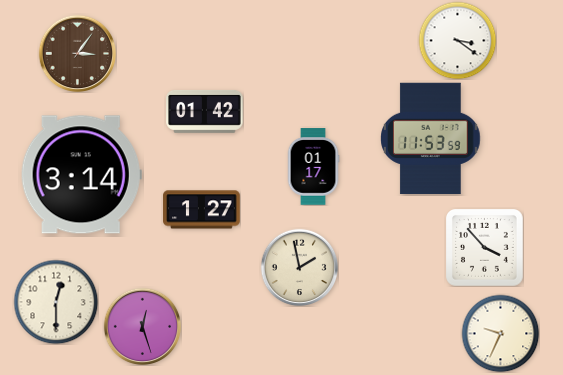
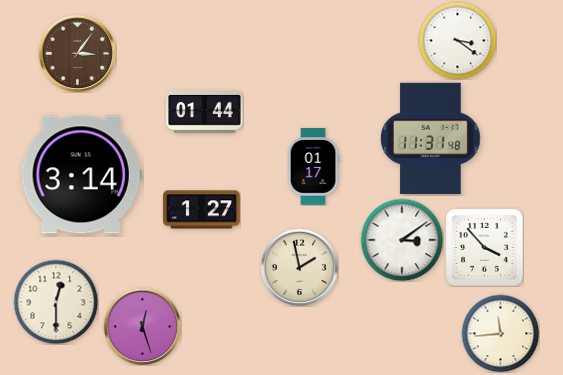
clock at (205, 111): 01:42 -> 01:44
clock at (431, 139): 11:53 -> 11:31
clock at (402, 240): none -> 3:09
clock at (500, 333): 9:34 -> 11:44
